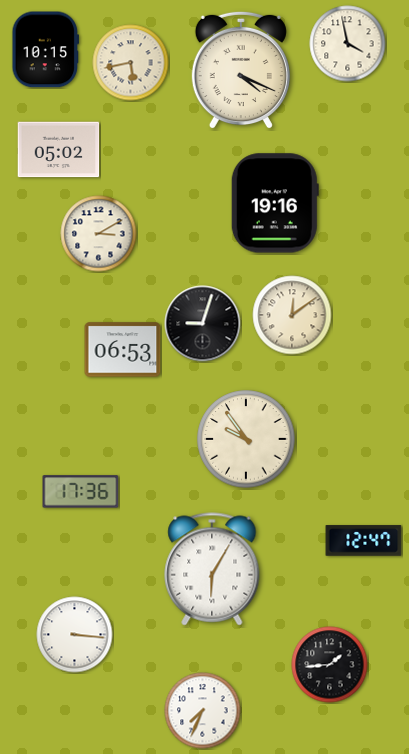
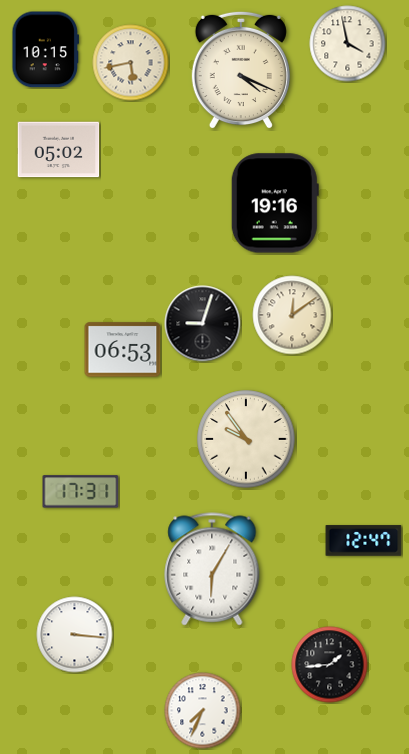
clock at (99, 234): 3:10 -> none
clock at (81, 492): 17:36 -> 17:31
